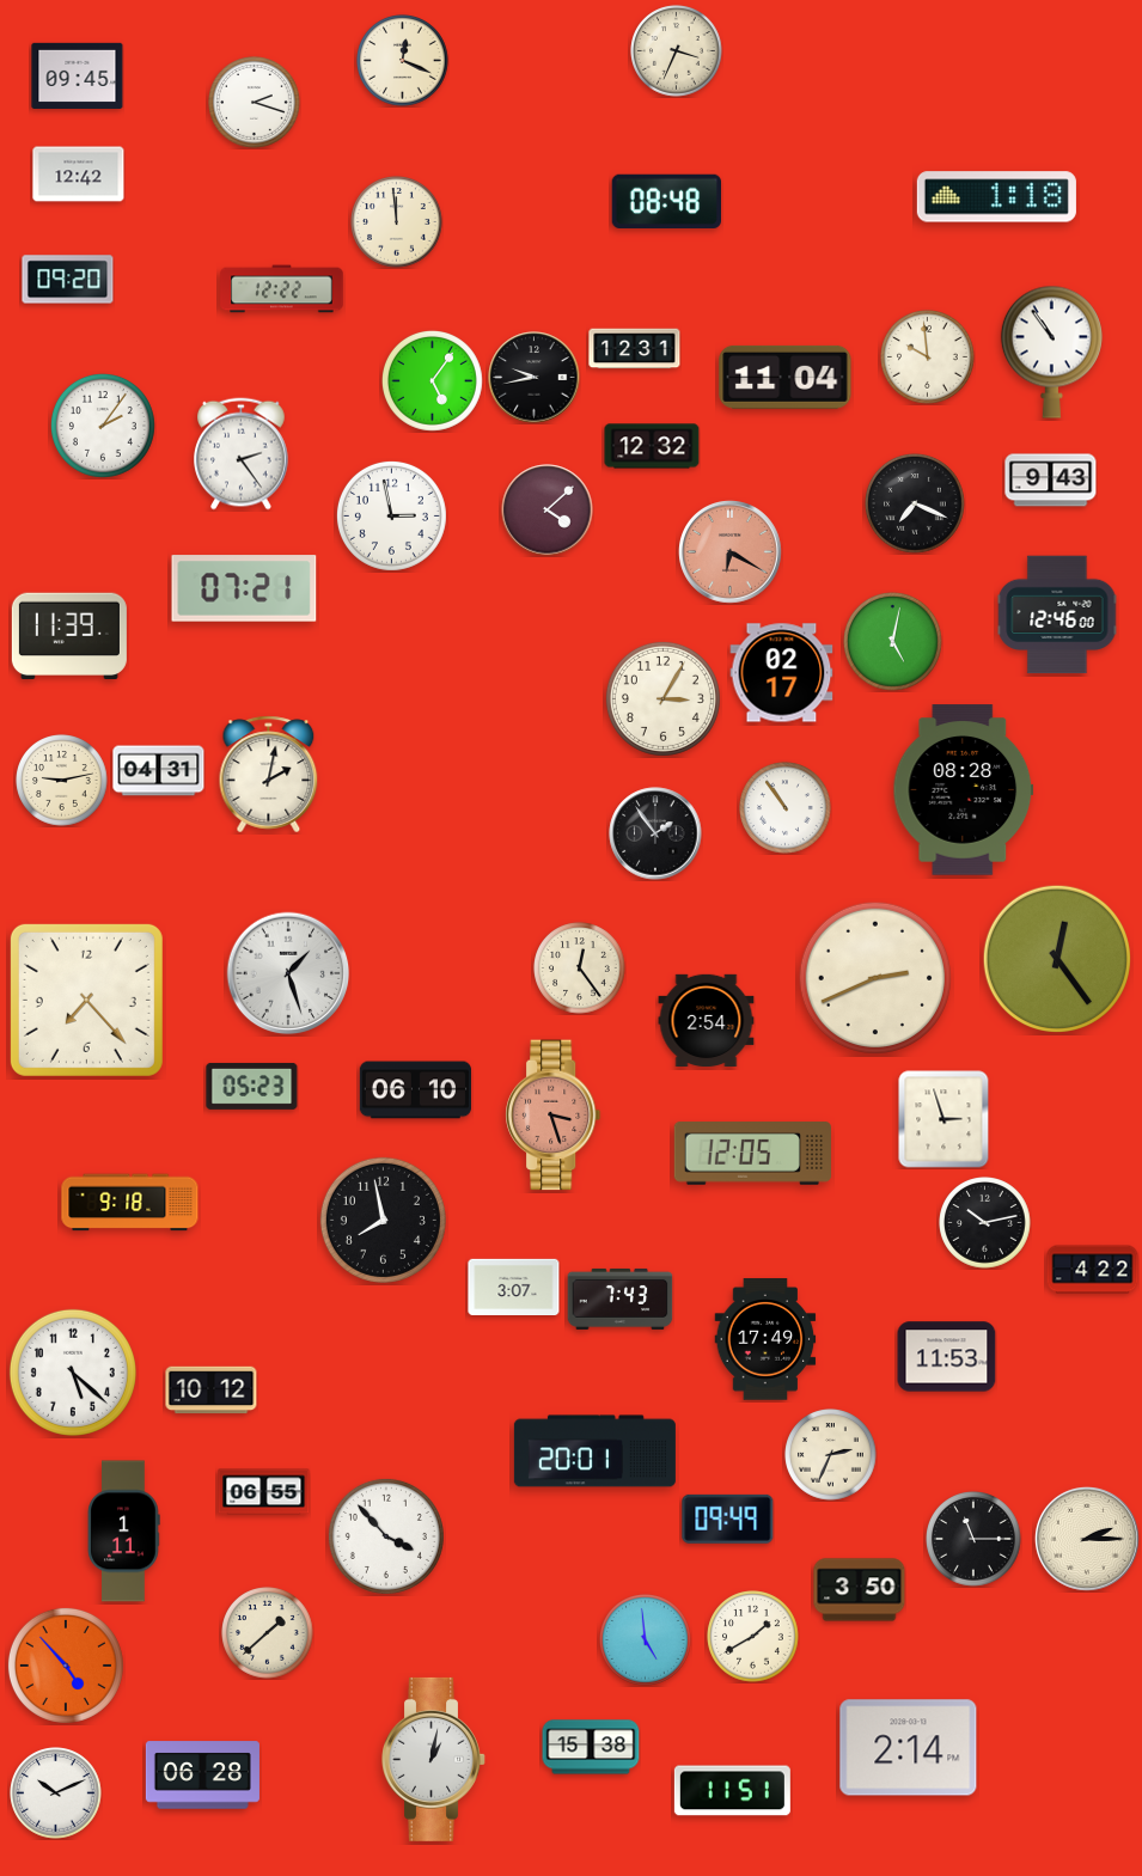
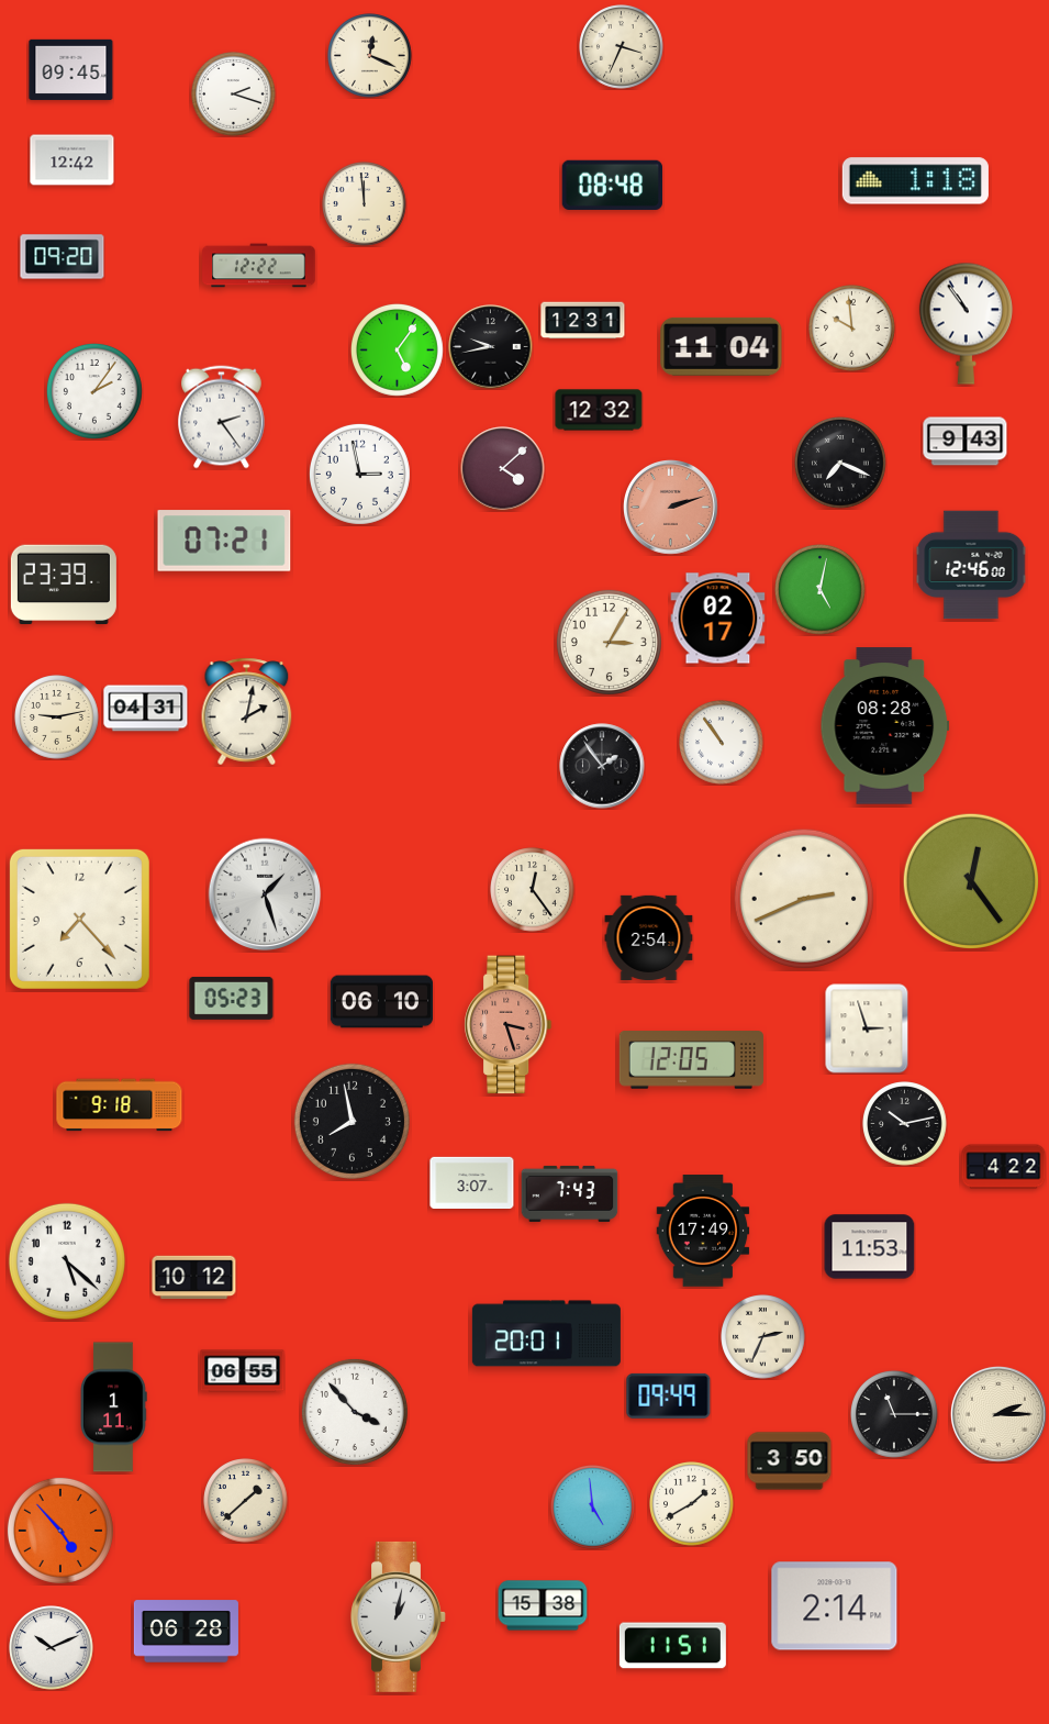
clock at (731, 552): 6:20 -> 2:12
clock at (69, 635): 11:39 -> 23:39
